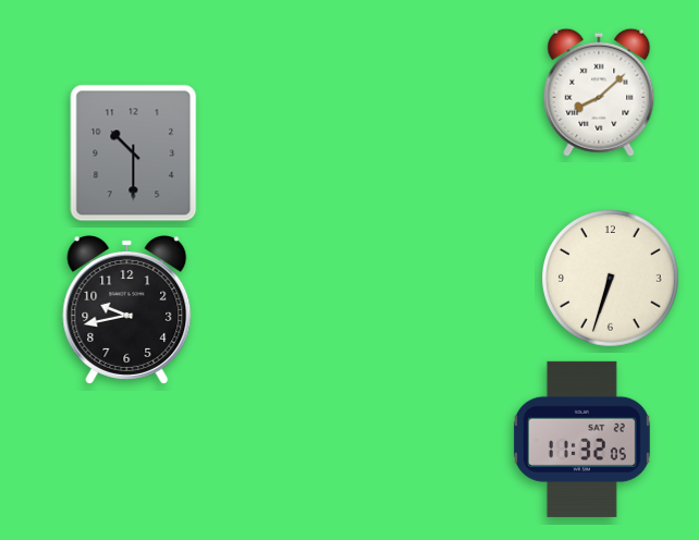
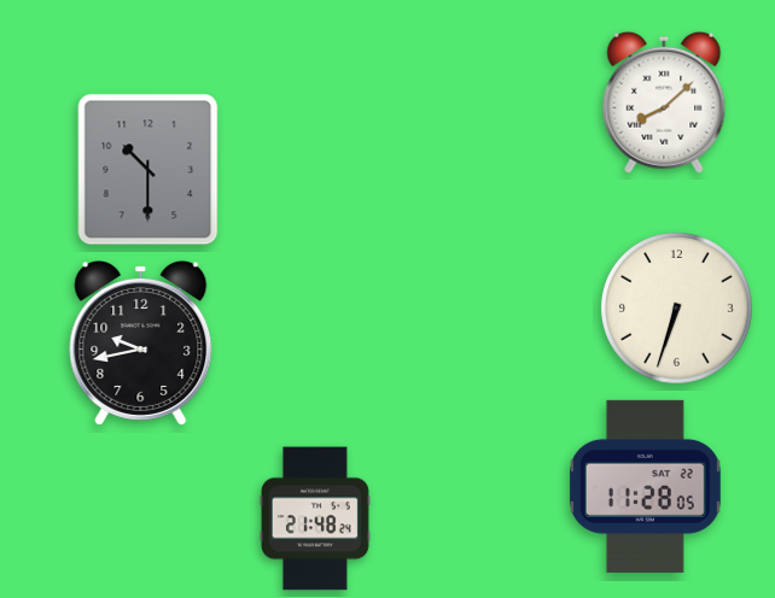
clock at (581, 439): 11:32 -> 11:28
clock at (315, 518): none -> 21:48
